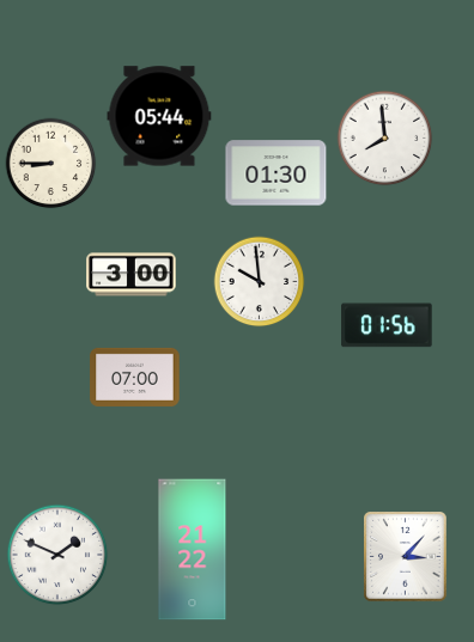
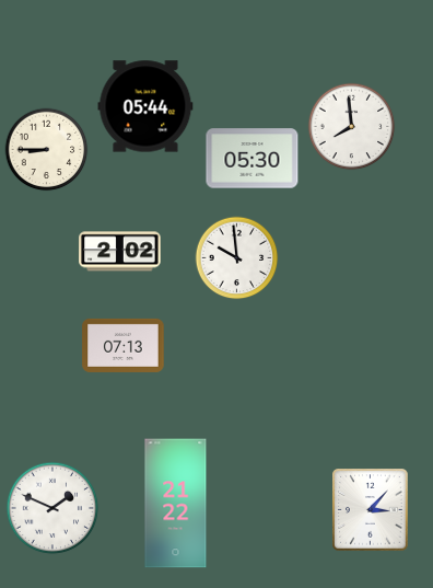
clock at (276, 173): 01:30 -> 05:30
clock at (132, 275): 3:00 -> 2:02
clock at (387, 325): 01:56 -> none
clock at (135, 377): 07:00 -> 07:13
